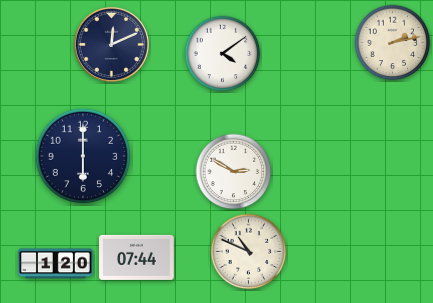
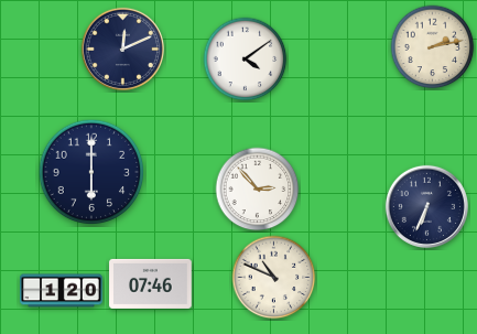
clock at (234, 172): 2:50 -> 2:53
clock at (426, 206): none -> 6:34
clock at (137, 257): 07:44 -> 07:46
